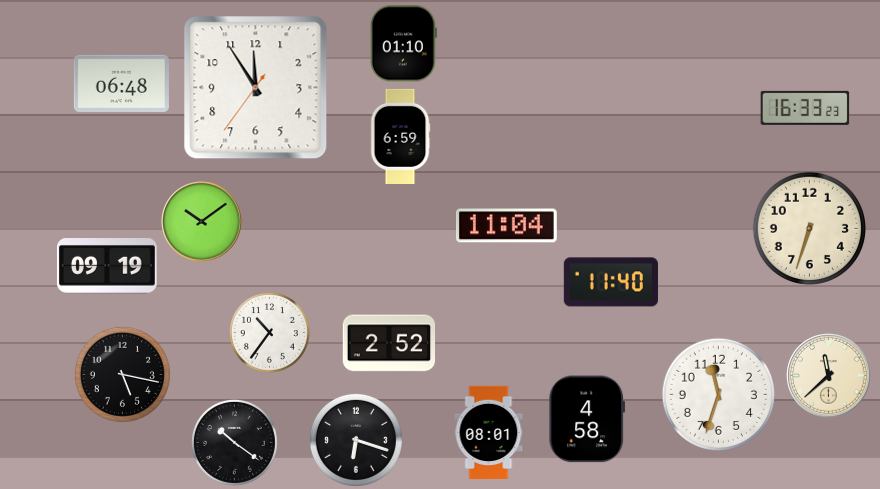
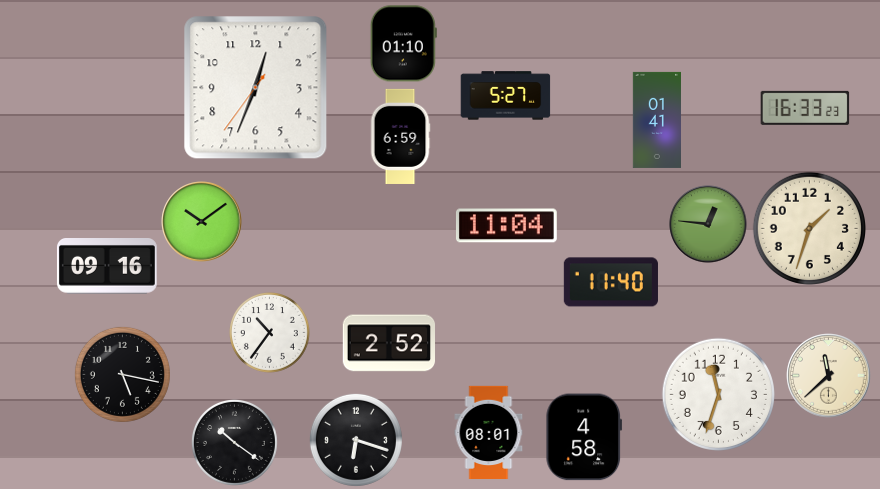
clock at (121, 83): 06:48 -> none
clock at (256, 88): 11:54 -> 12:33
clock at (506, 96): none -> 5:27
clock at (656, 120): none -> 01:41
clock at (708, 224): none -> 12:46
clock at (809, 228): 6:33 -> 1:33
clock at (107, 267): 09:19 -> 09:16
clock at (587, 419) position: (587, 419) -> (584, 437)
